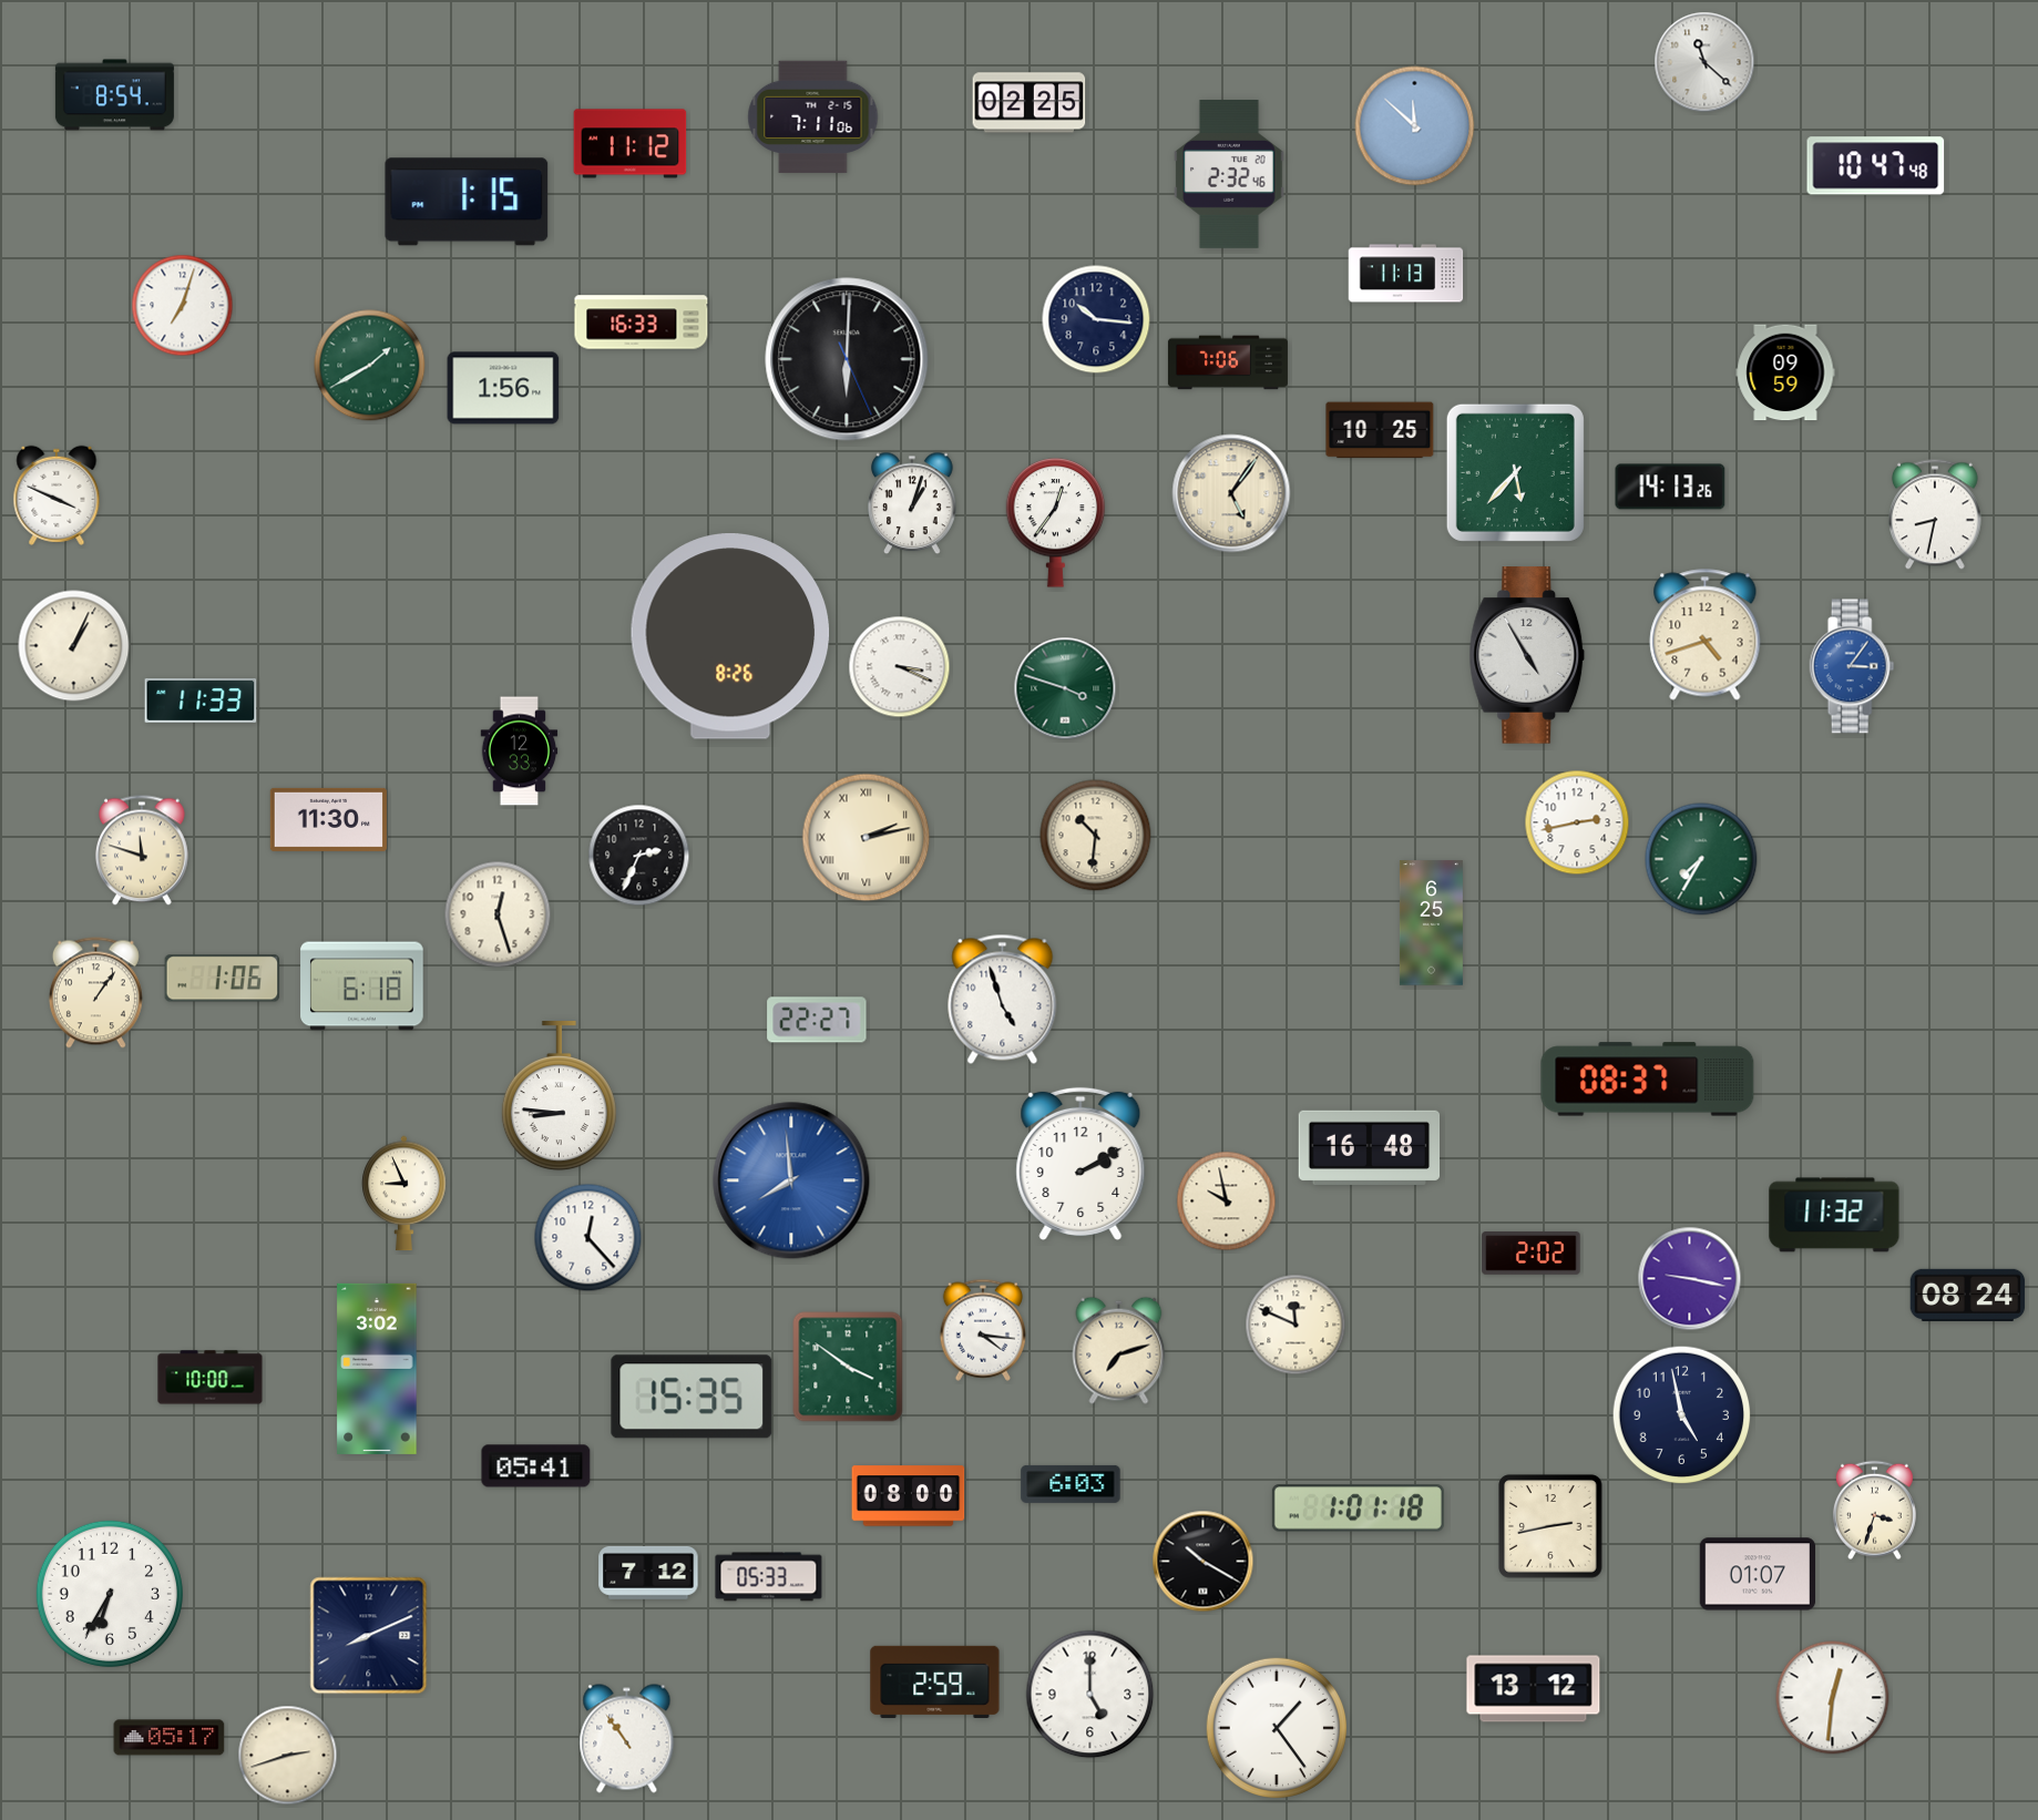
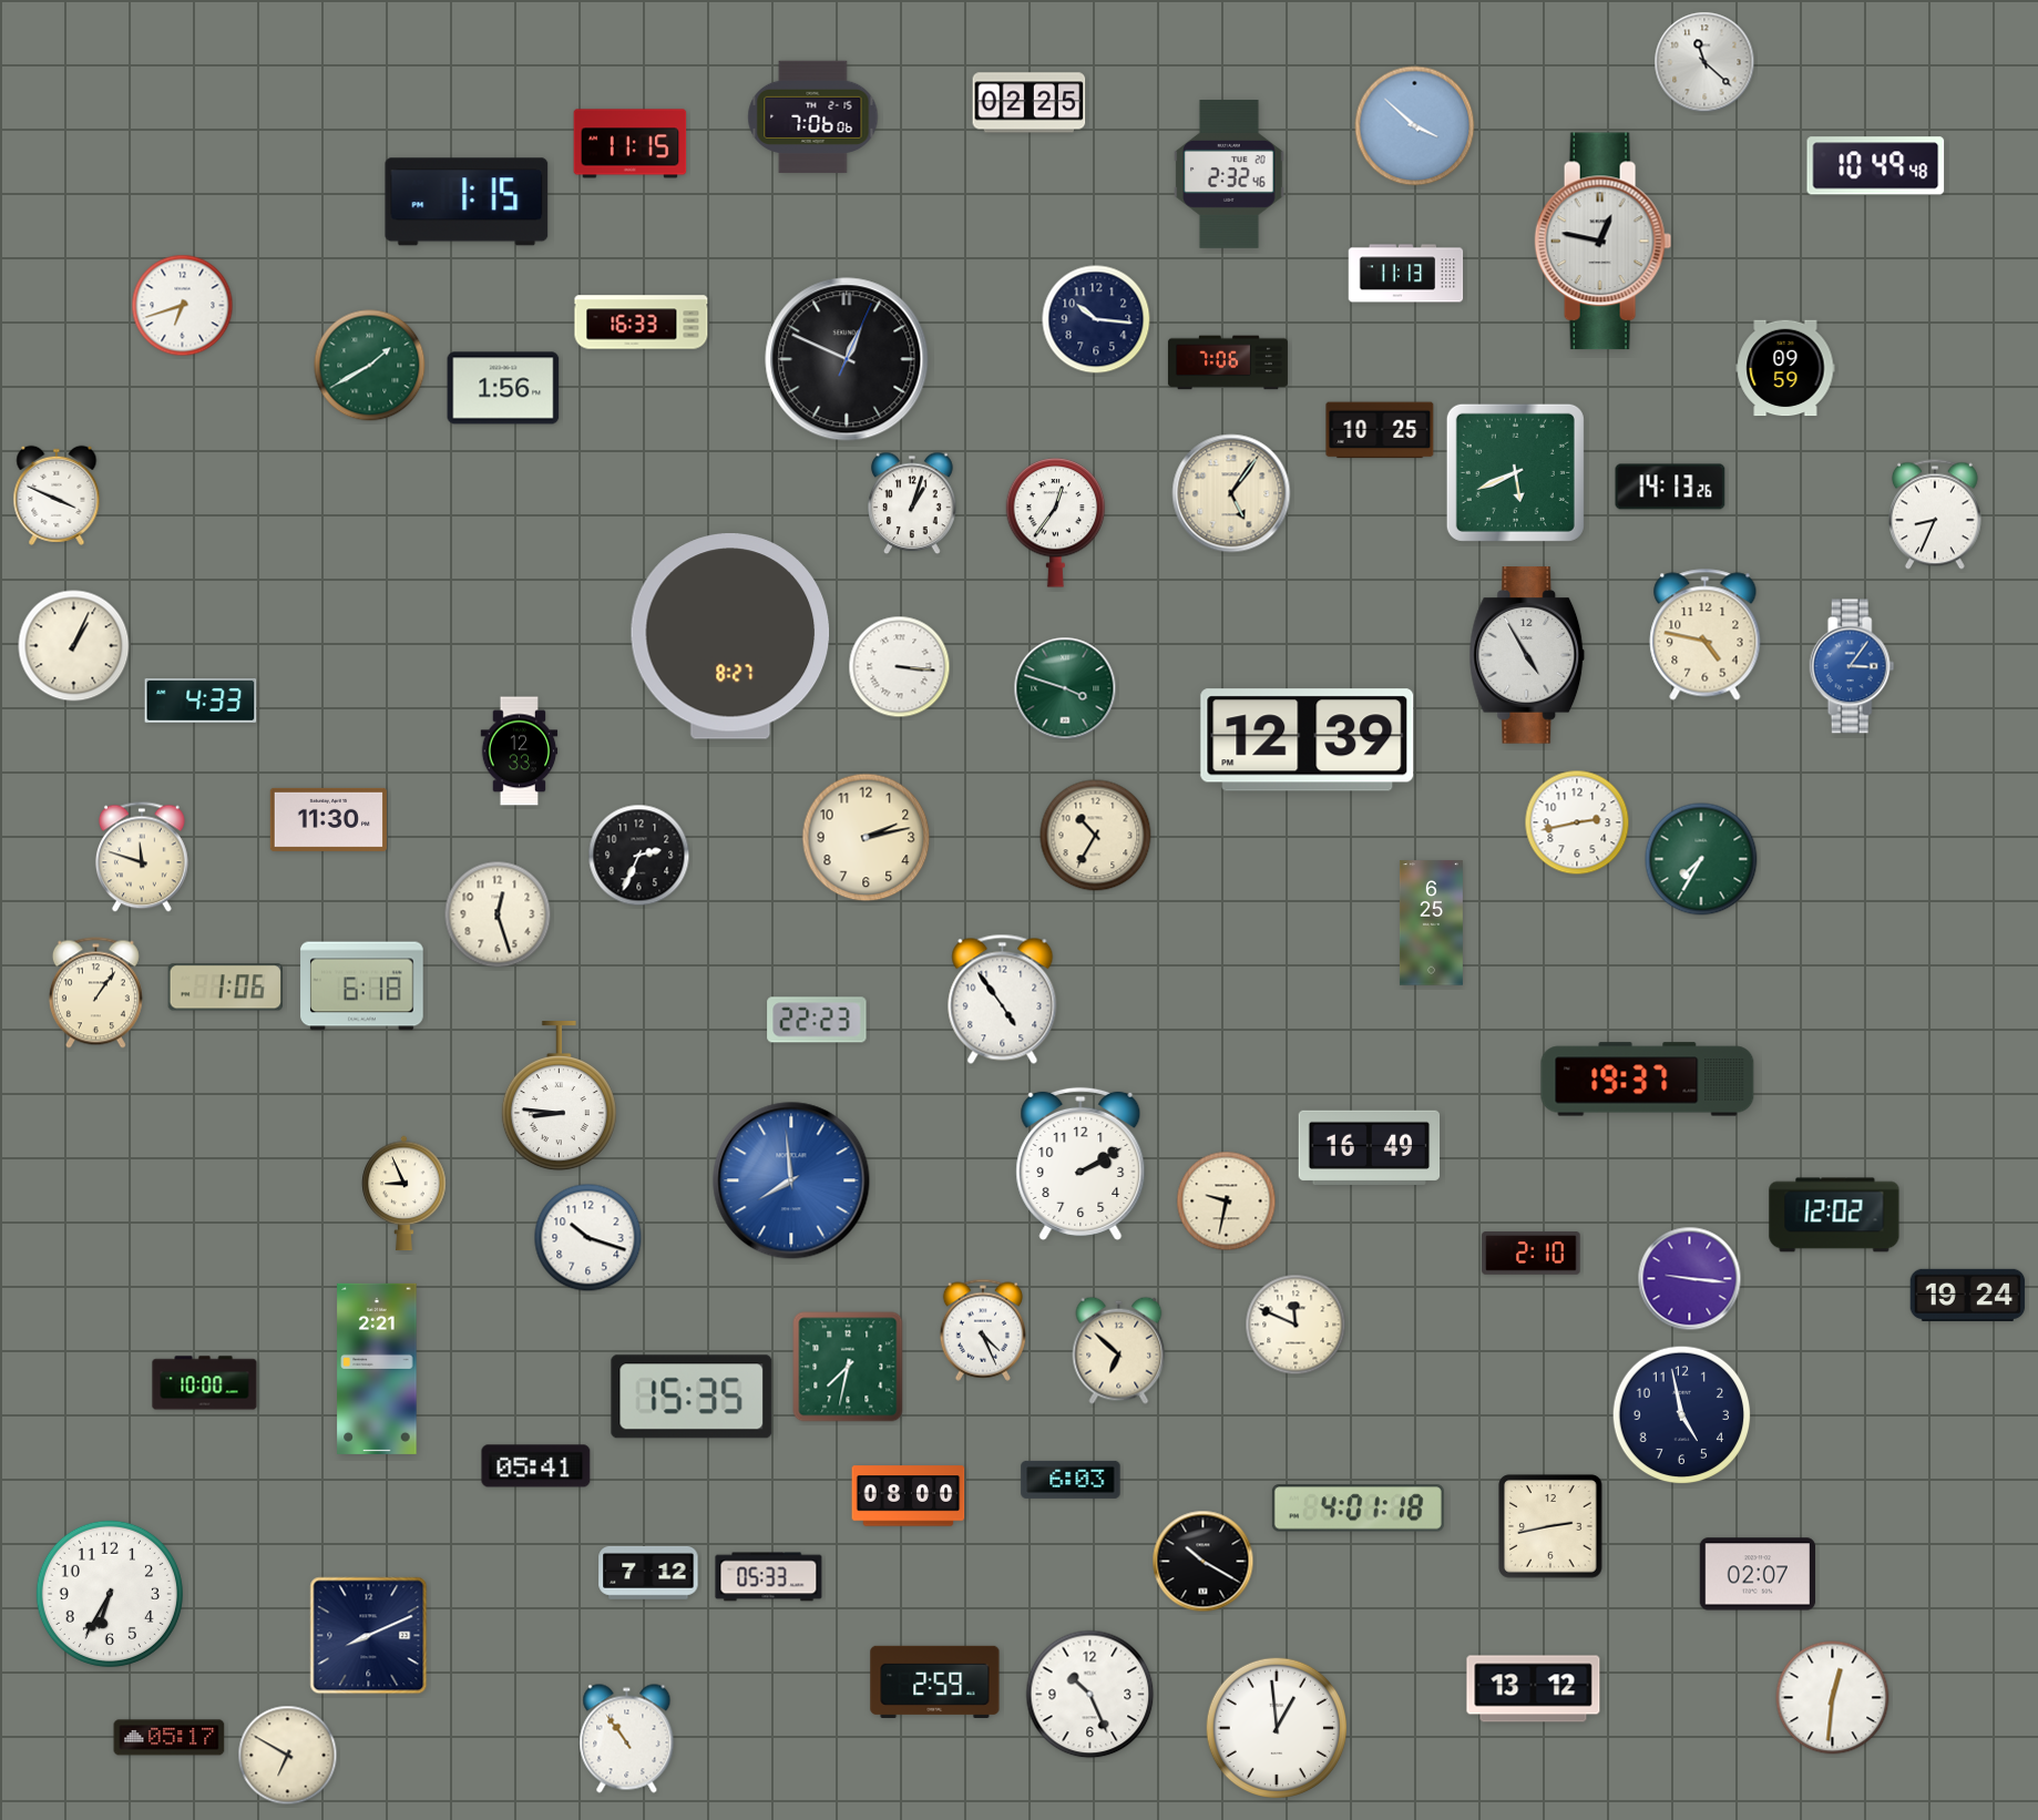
clock at (114, 95): 8:54 -> none
clock at (813, 117): 7:11 -> 7:06
clock at (1415, 126): 11:52 -> 3:52
clock at (631, 144): 11:12 -> 11:15
clock at (1876, 166): 10:47 -> 10:49
clock at (1604, 242): none -> 12:47
clock at (183, 306): 7:03 -> 6:42
clock at (847, 359): 6:00 -> 12:49
clock at (1785, 372) position: (1785, 372) -> (1785, 368)
clock at (1515, 472): 5:37 -> 5:41
clock at (1935, 514): 8:32 -> 8:34
clock at (1706, 635): 4:42 -> 4:47
clock at (730, 636): 8:26 -> 8:27
clock at (900, 667): 3:19 -> 3:16
clock at (201, 701): 11:33 -> 4:33
clock at (1308, 740): none -> 12:39
clock at (1096, 836): 10:31 -> 10:35
clock at (867, 838) numerals: Roman -> Arabic
clock at (142, 850) position: (142, 850) -> (142, 857)
clock at (222, 979) position: (222, 979) -> (225, 988)
clock at (1003, 999): 4:57 -> 4:54
clock at (817, 1020): 22:27 -> 22:23
clock at (1648, 1080): 08:37 -> 19:37
clock at (1370, 1147): 16:48 -> 16:49
clock at (1227, 1202): 9:58 -> 9:32
clock at (1834, 1215): 11:32 -> 12:02
clock at (588, 1238): 12:23 -> 10:18
clock at (1532, 1254): 2:02 -> 2:10
clock at (1690, 1279): 9:17 -> 9:16
clock at (1968, 1295): 08:24 -> 19:24
clock at (982, 1330): 4:16 -> 4:26
clock at (1119, 1350): 7:12 -> 6:52
clock at (848, 1367): 3:51 -> 7:32
clock at (377, 1369): 3:02 -> 2:21
clock at (211, 1378) position: (211, 1378) -> (205, 1383)
clock at (1071, 1484) position: (1071, 1484) -> (1071, 1480)
clock at (1358, 1509): 1:01 -> 4:01
clock at (1874, 1511): 3:33 -> none
clock at (1757, 1574): 01:07 -> 02:07
clock at (1090, 1695): 5:00 -> 10:26
clock at (1276, 1727): 1:24 -> 12:59
clock at (288, 1756): 2:42 -> 6:50
